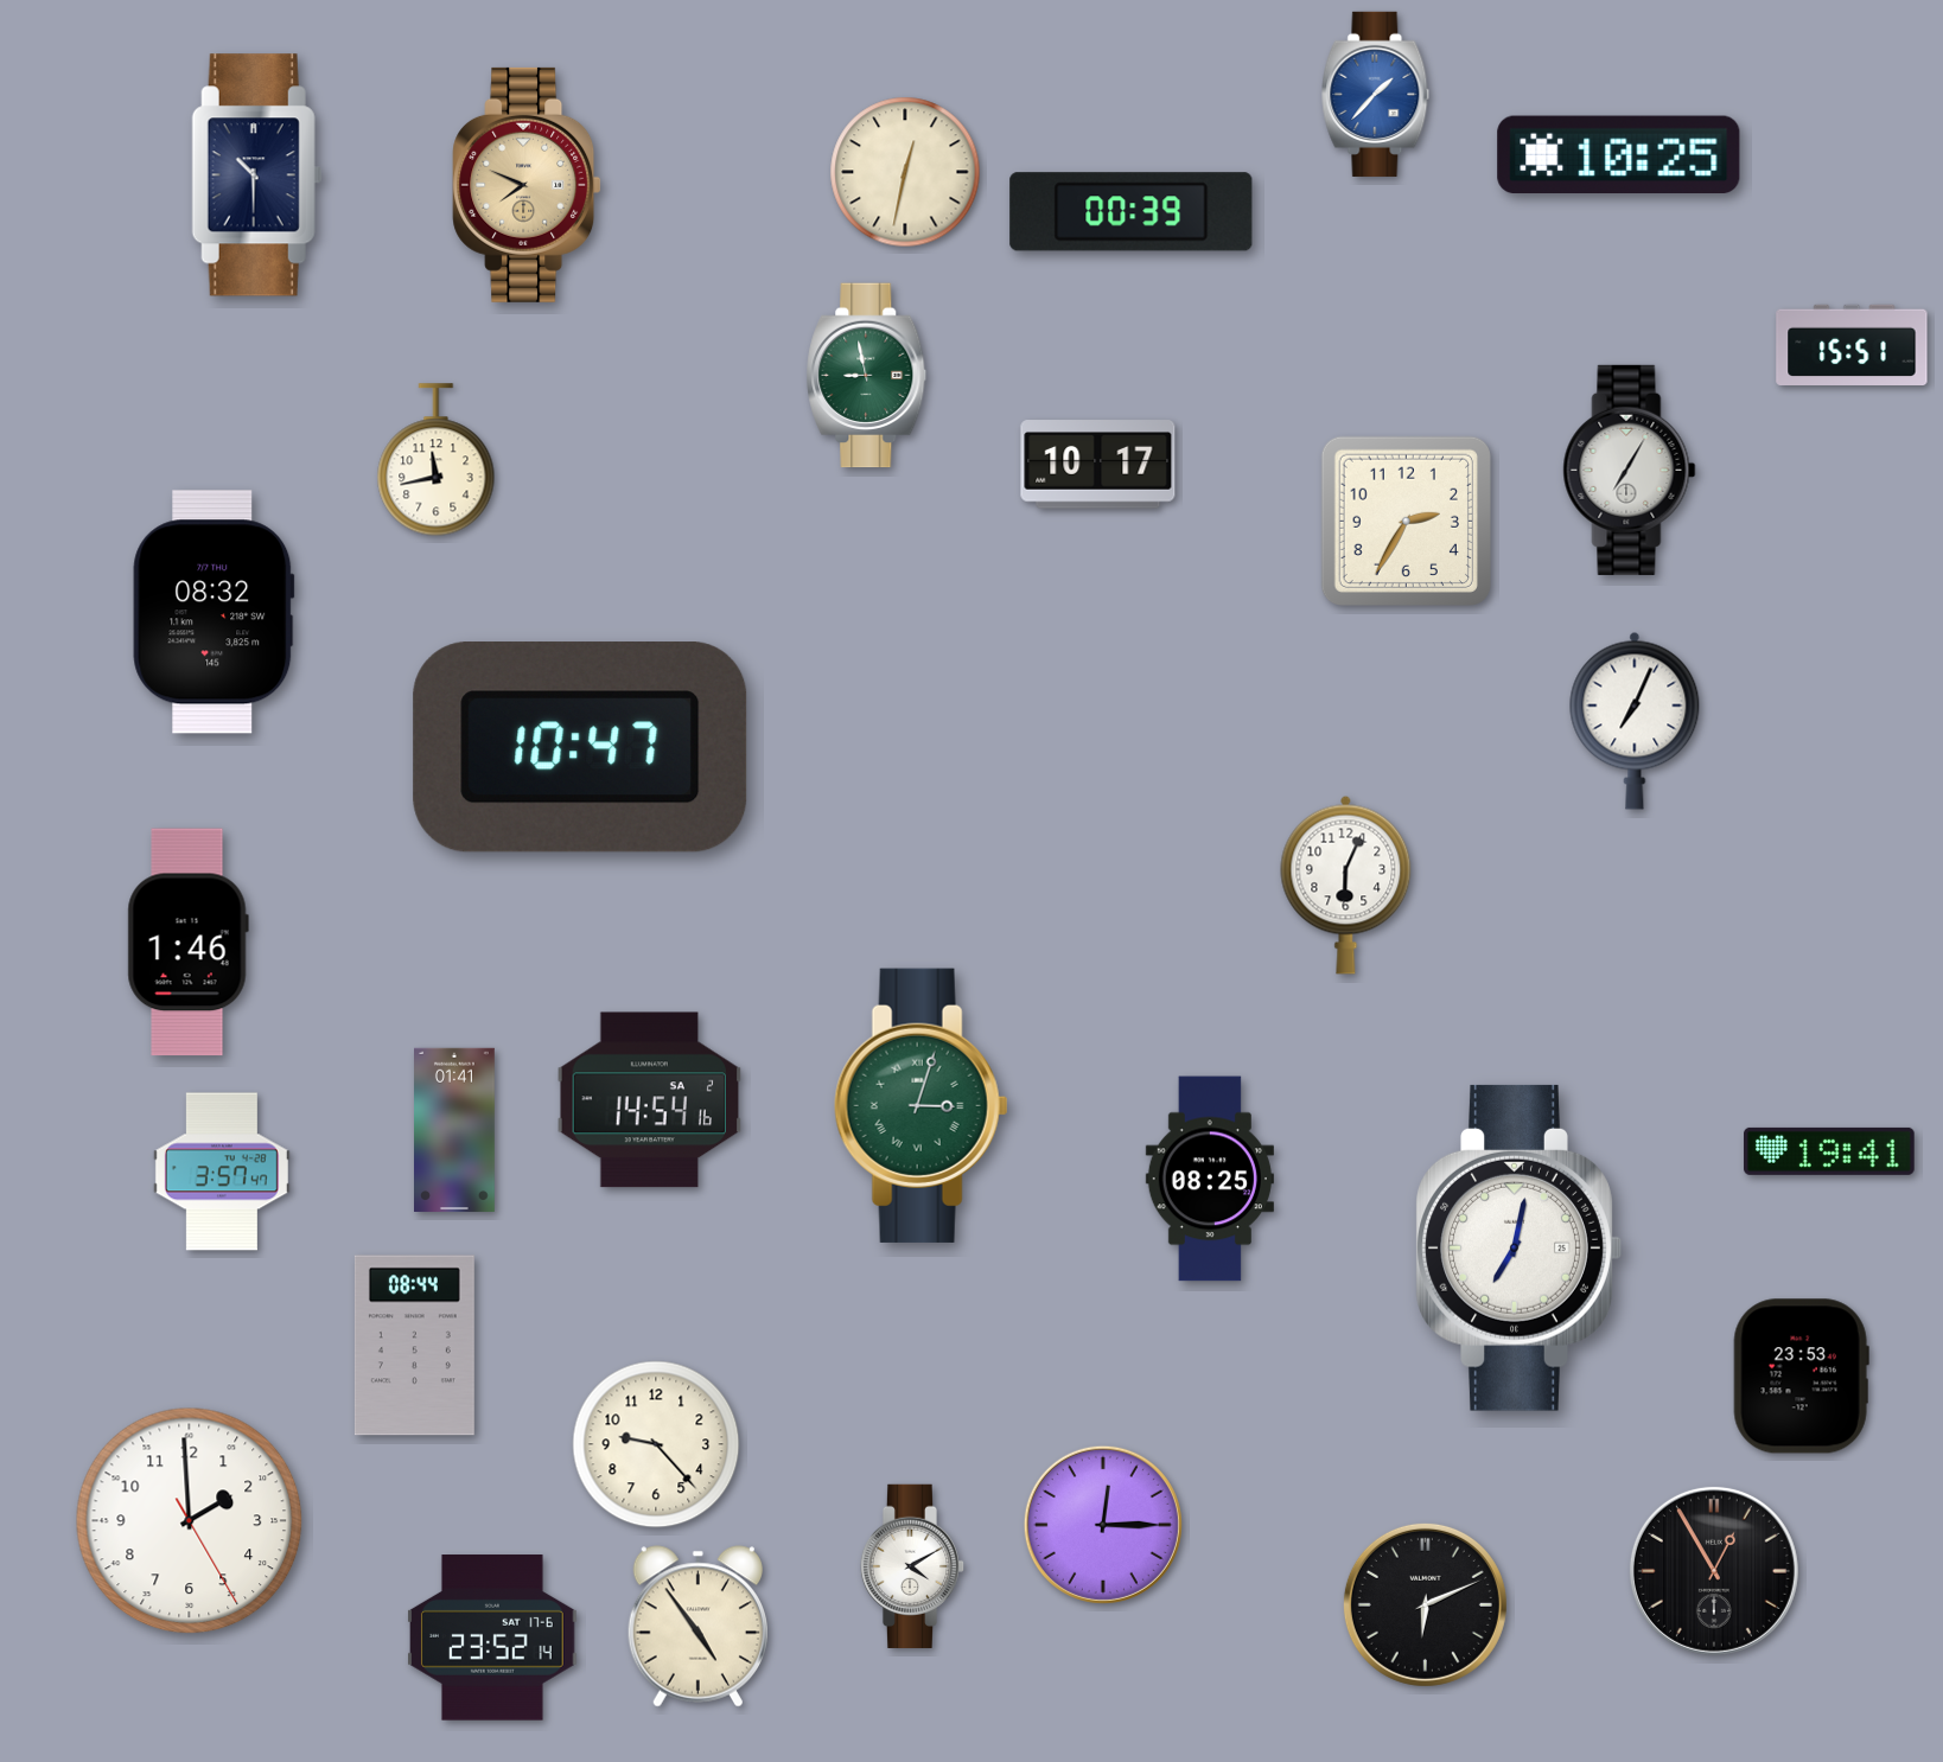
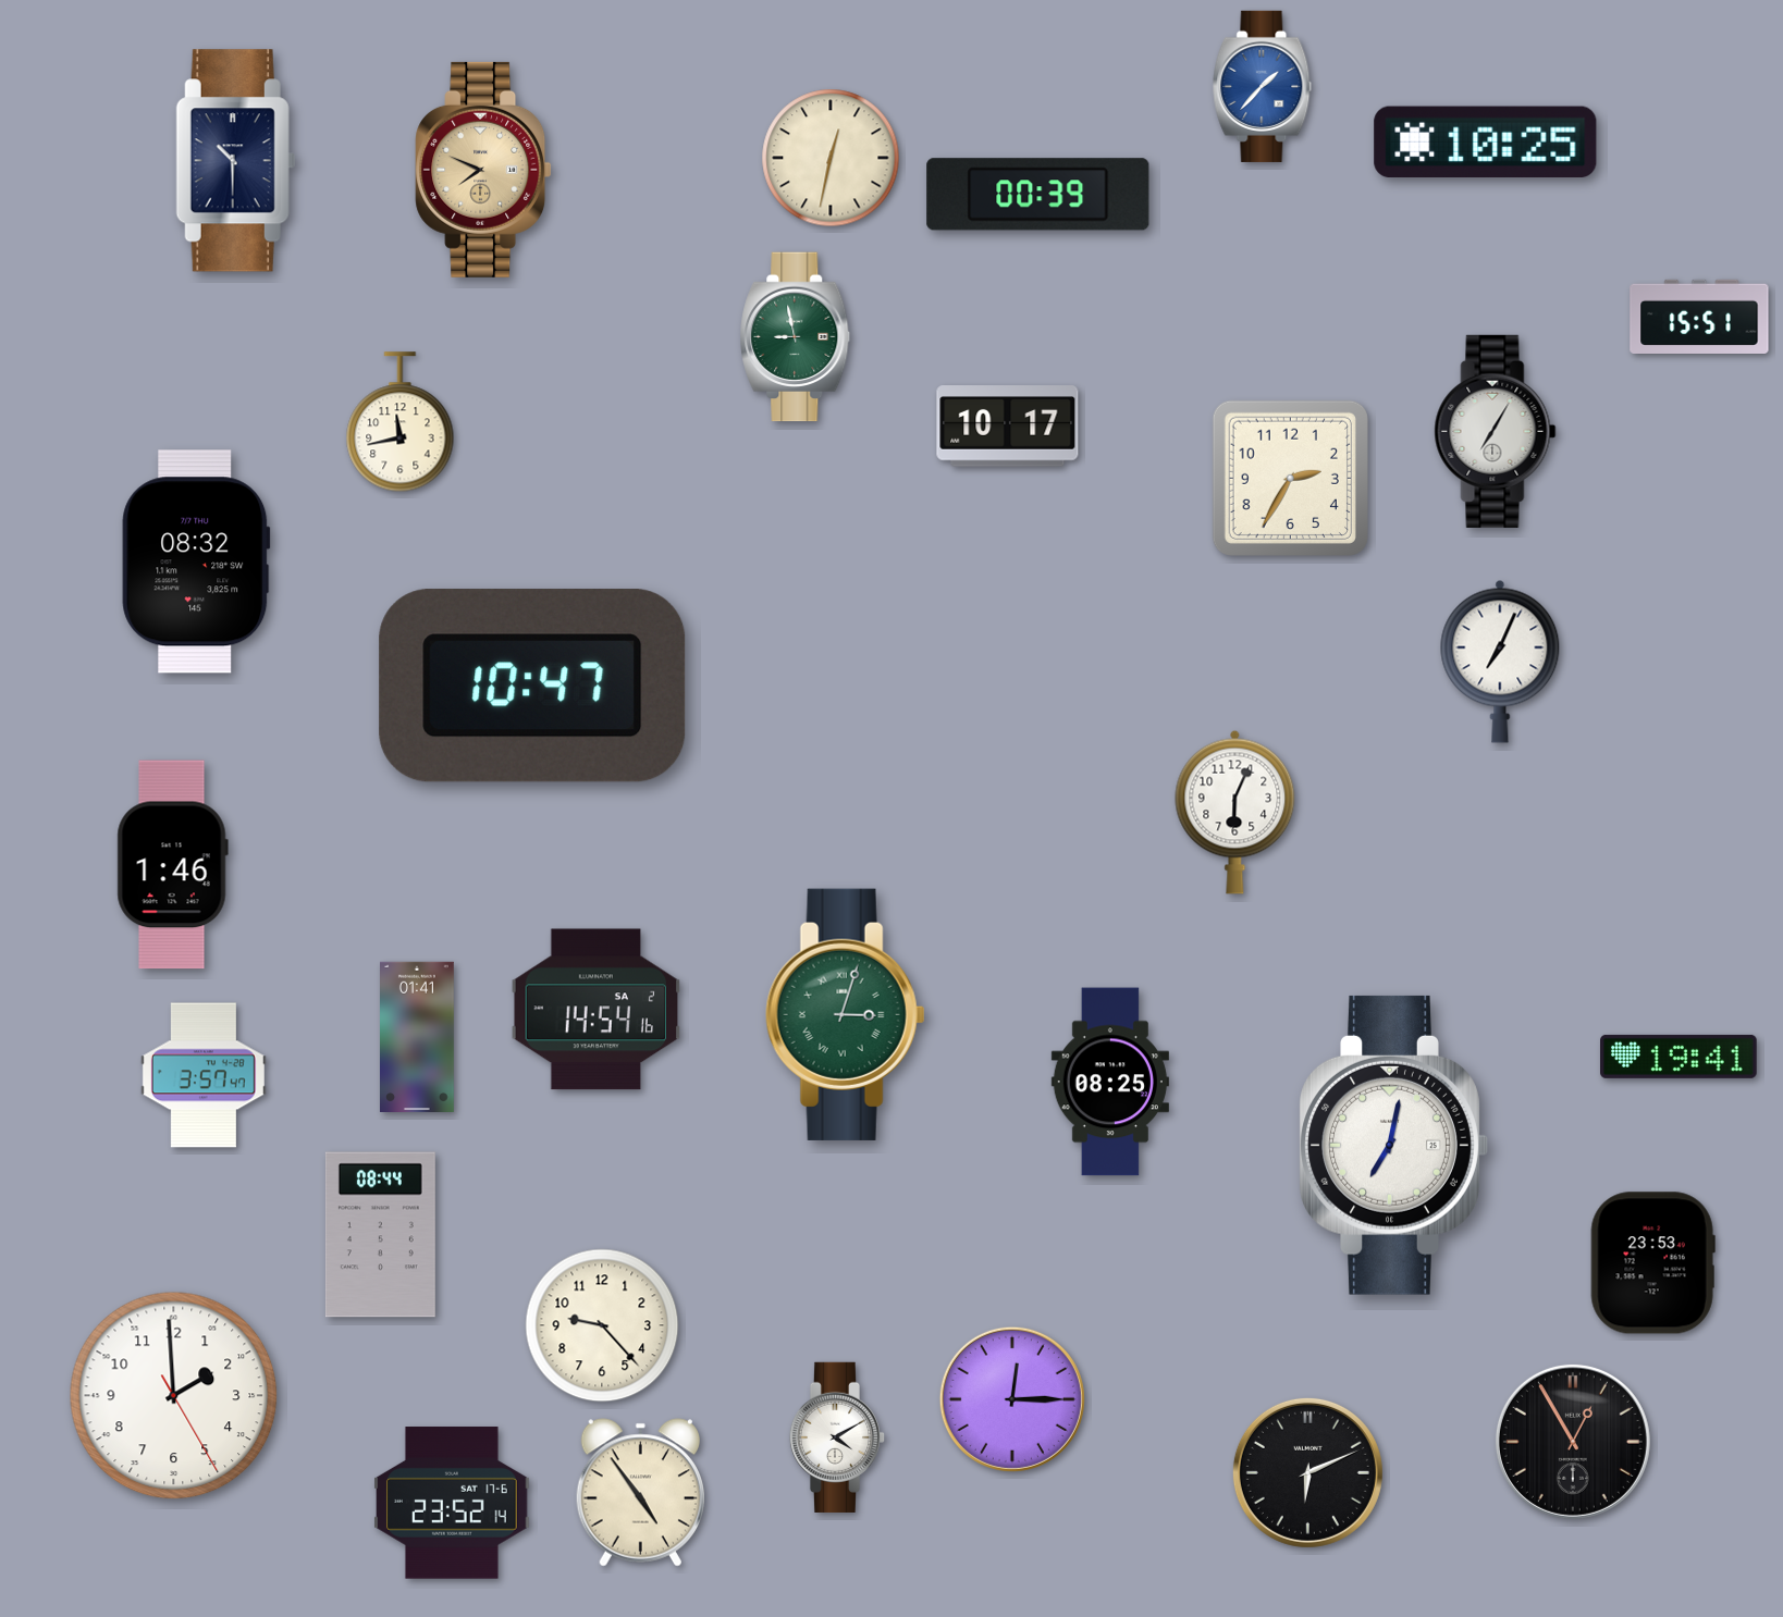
clock at (867, 376) position: (867, 376) -> (796, 337)
